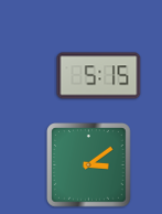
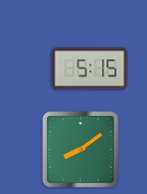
clock at (89, 165): 3:09 -> 8:09
